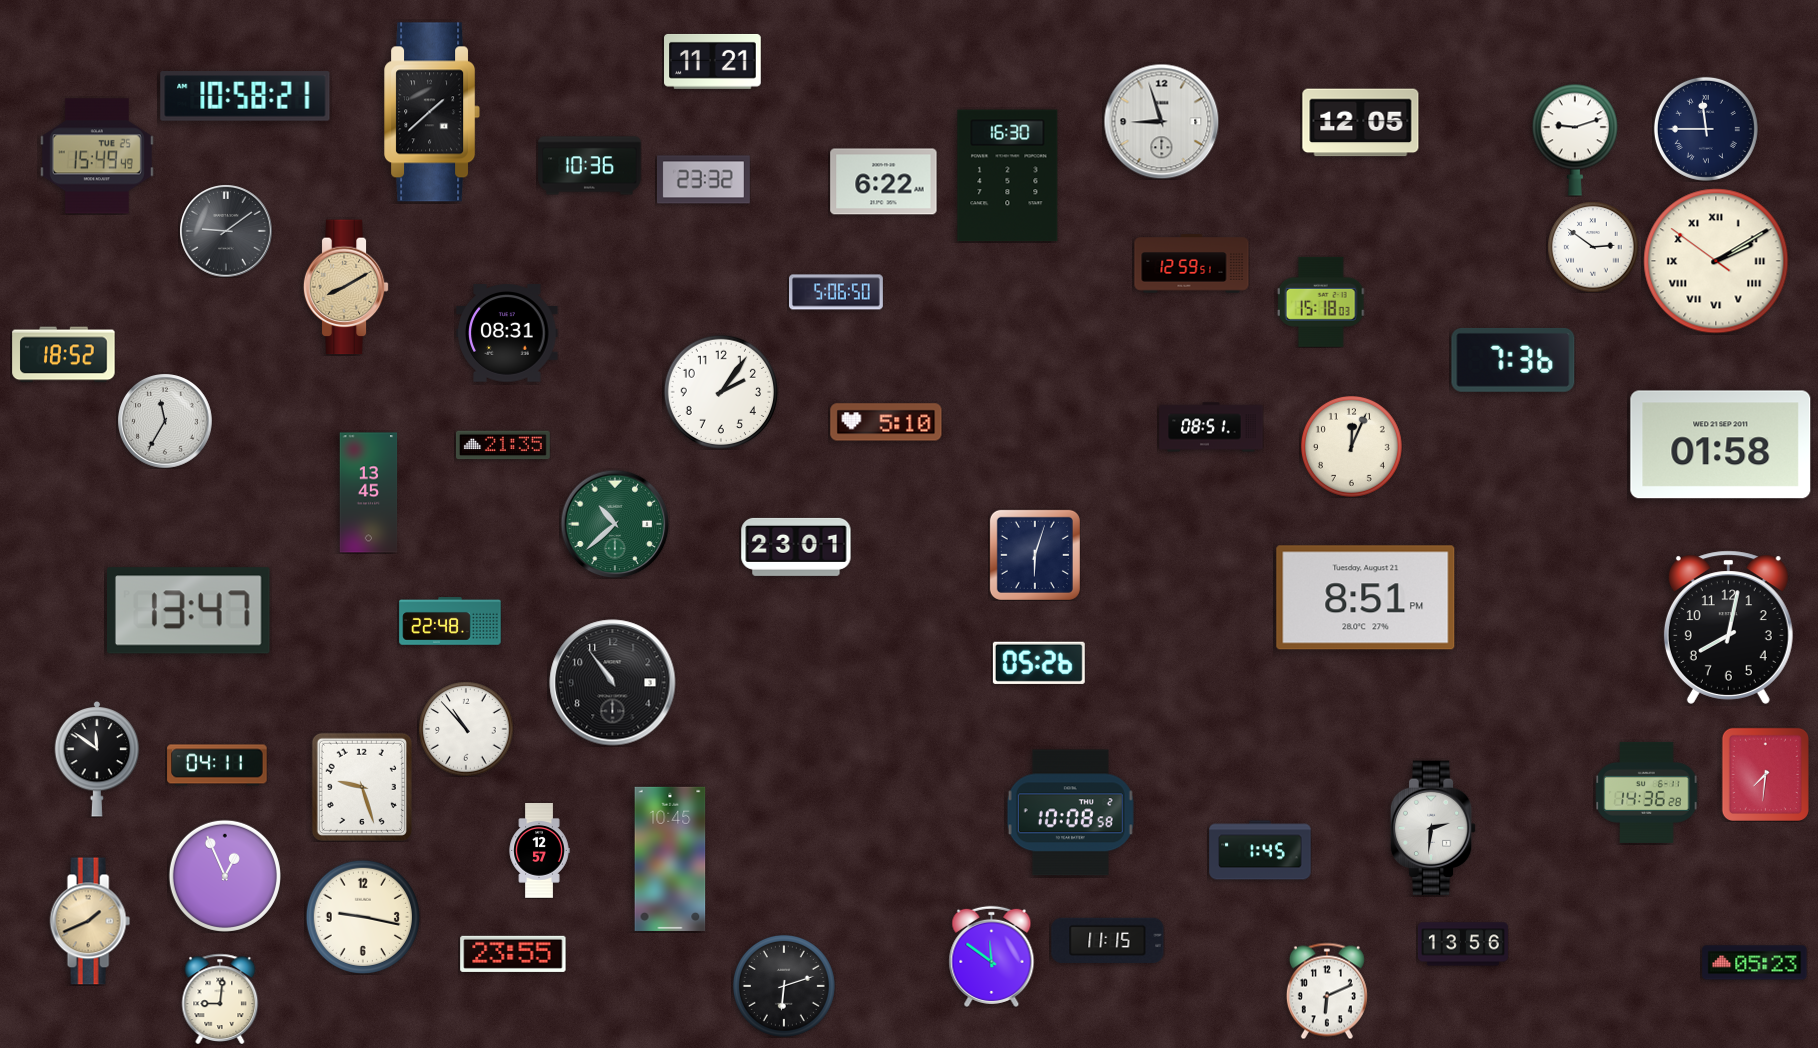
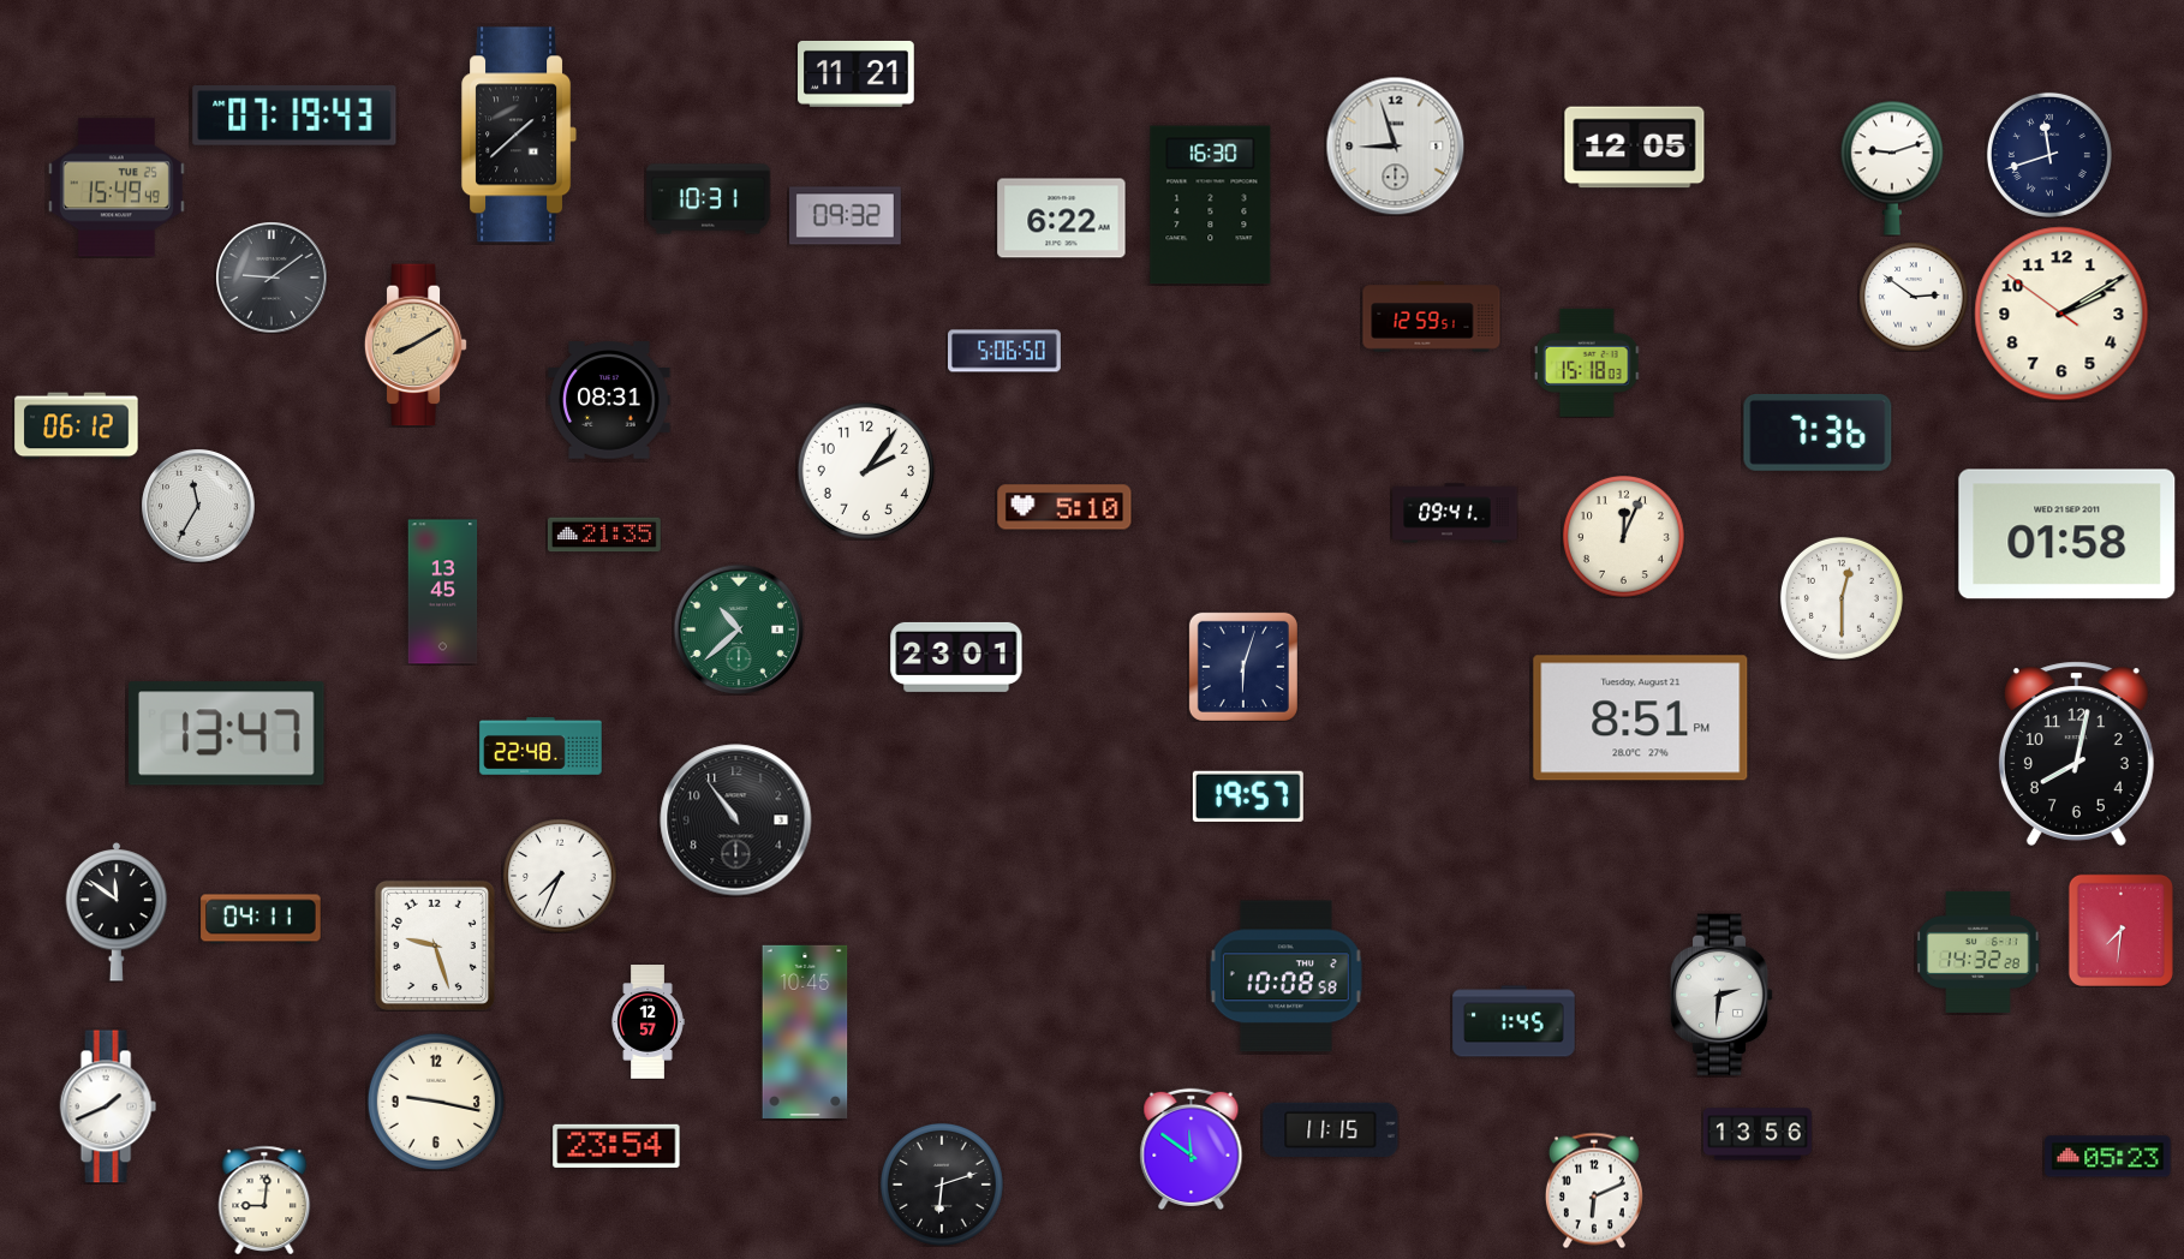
clock at (245, 96): 10:58 -> 07:19
clock at (1706, 129): 11:45 -> 11:42
clock at (590, 166): 10:36 -> 10:31
clock at (1008, 176) position: (1008, 176) -> (1211, 205)
clock at (703, 180): 23:32 -> 09:32
clock at (1716, 261) numerals: Roman -> Arabic
clock at (64, 355): 18:52 -> 06:12
clock at (1211, 427): 08:51 -> 09:41
clock at (1842, 598): none -> 12:30
clock at (1039, 663): 05:26 -> 19:57
clock at (466, 729): 10:53 -> 7:34
clock at (1647, 792): 14:36 -> 14:32
clock at (225, 876): 12:56 -> none
clock at (90, 921) dial: champagne -> white
clock at (513, 954): 23:55 -> 23:54
